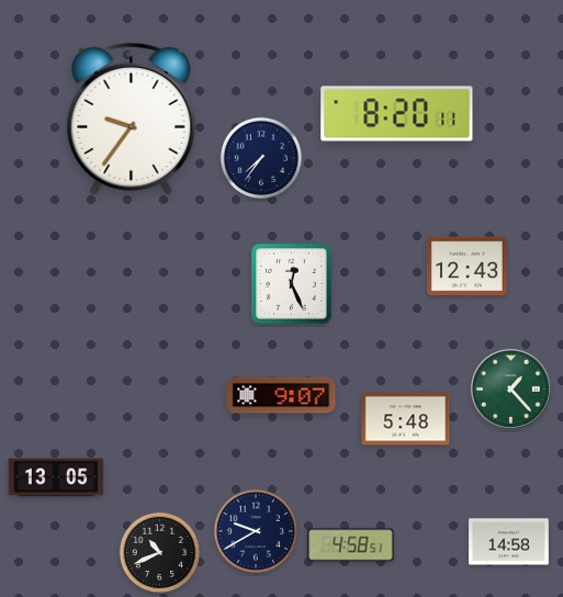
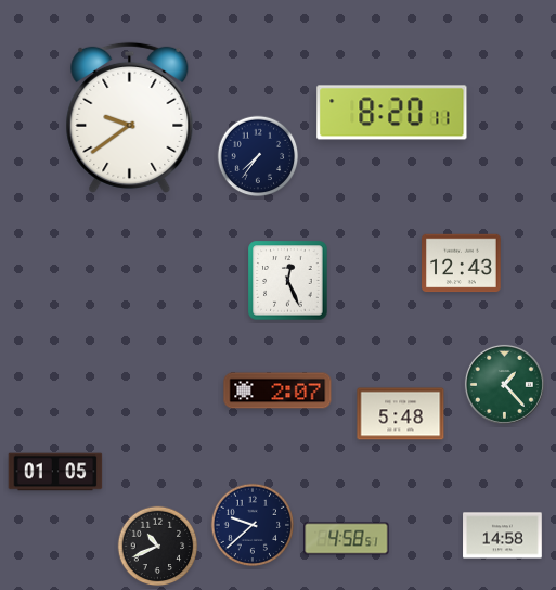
clock at (132, 119): 9:36 -> 9:39
clock at (281, 395): 9:07 -> 2:07
clock at (56, 477): 13:05 -> 01:05
clock at (256, 531): 9:40 -> 9:38
